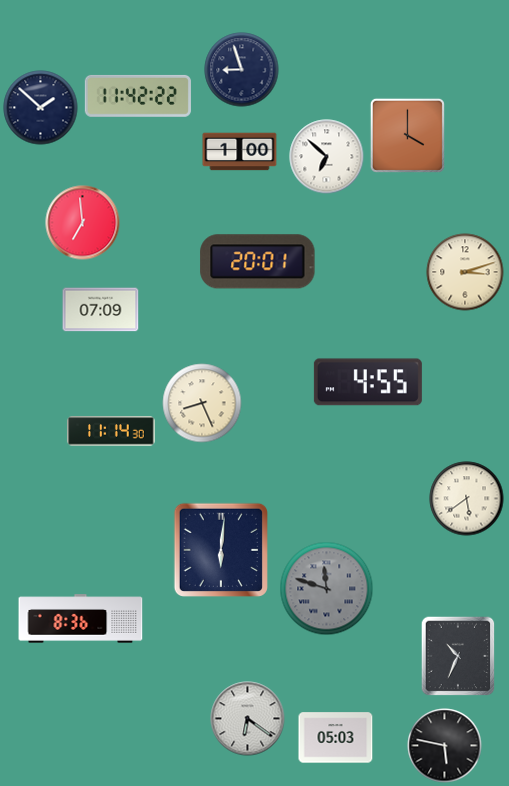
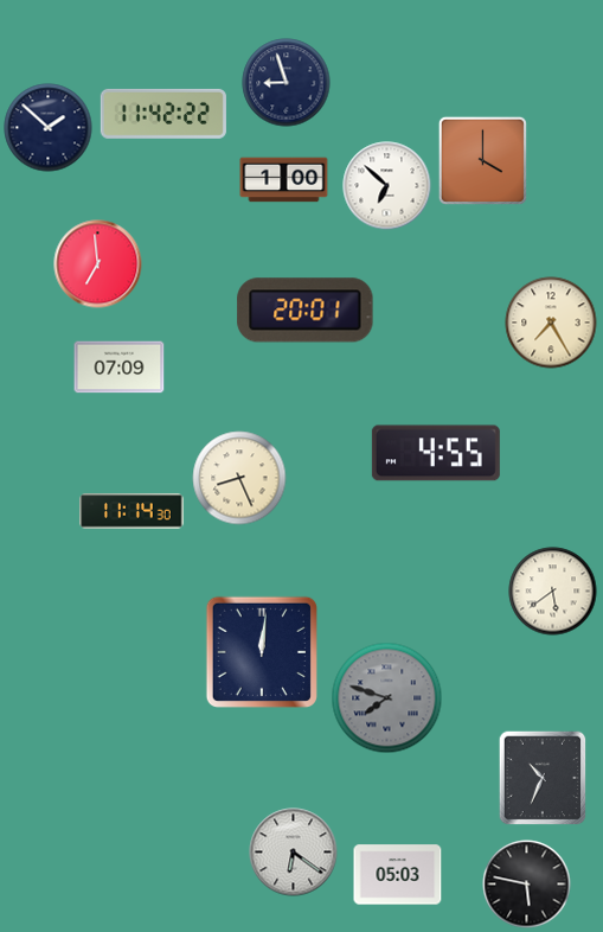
clock at (465, 272): 3:12 -> 7:25
clock at (221, 550): 6:01 -> 12:01
clock at (327, 589): 11:48 -> 7:48
clock at (81, 619): 8:36 -> none
